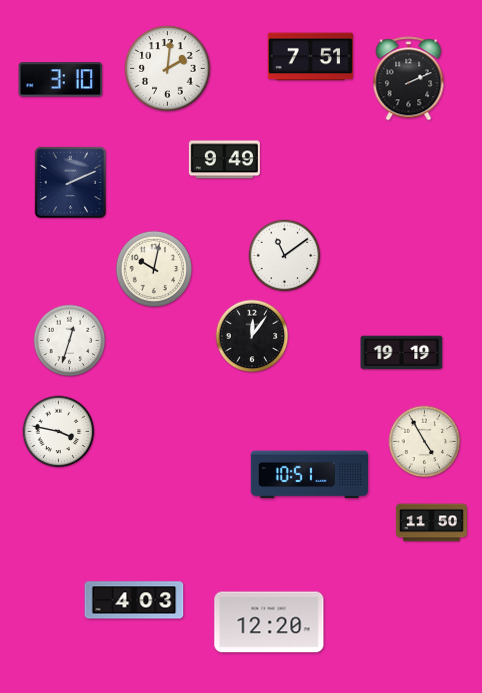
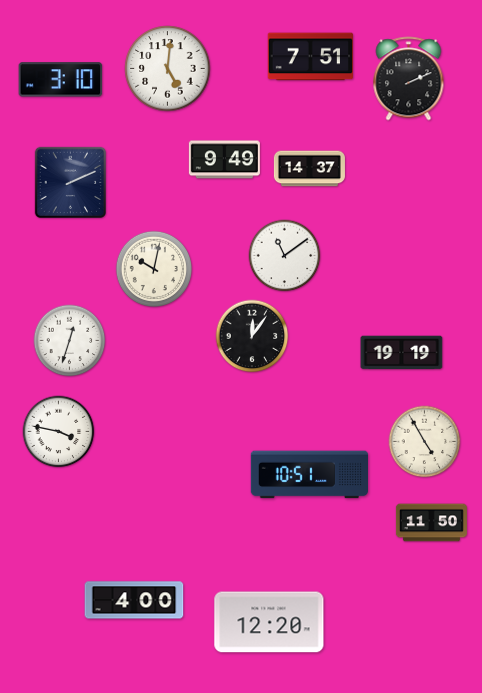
clock at (168, 69): 2:01 -> 5:01
clock at (309, 169): none -> 14:37
clock at (134, 600): 4:03 -> 4:00
